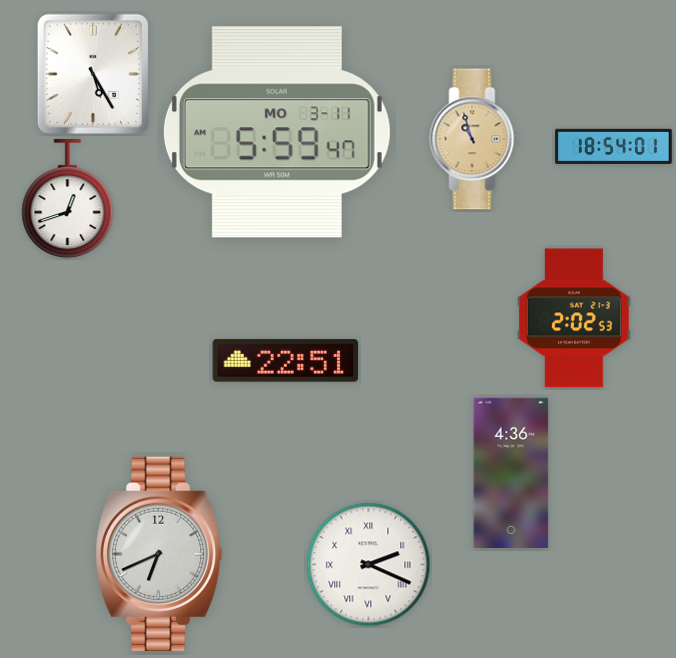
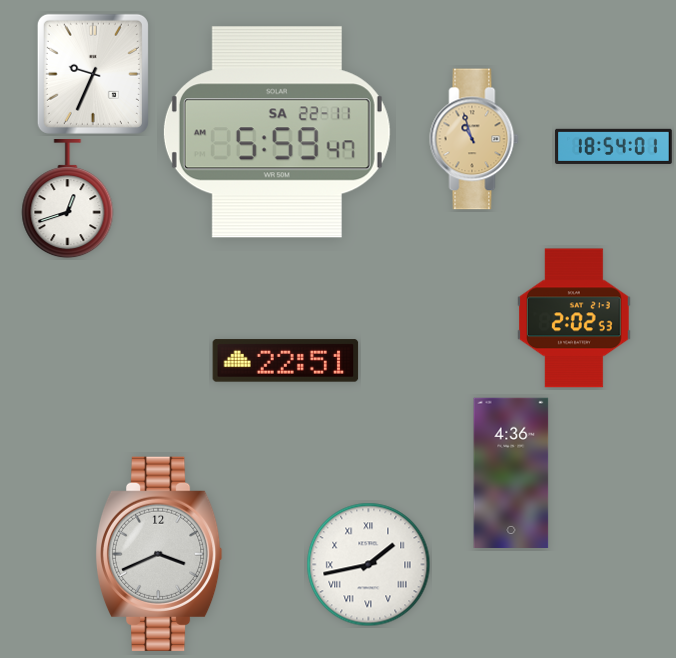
clock at (93, 74): 5:25 -> 9:34
clock at (277, 132) date: MO 3-11 -> SA 22-11
clock at (159, 554): 6:41 -> 3:41
clock at (369, 565): 2:19 -> 1:43
